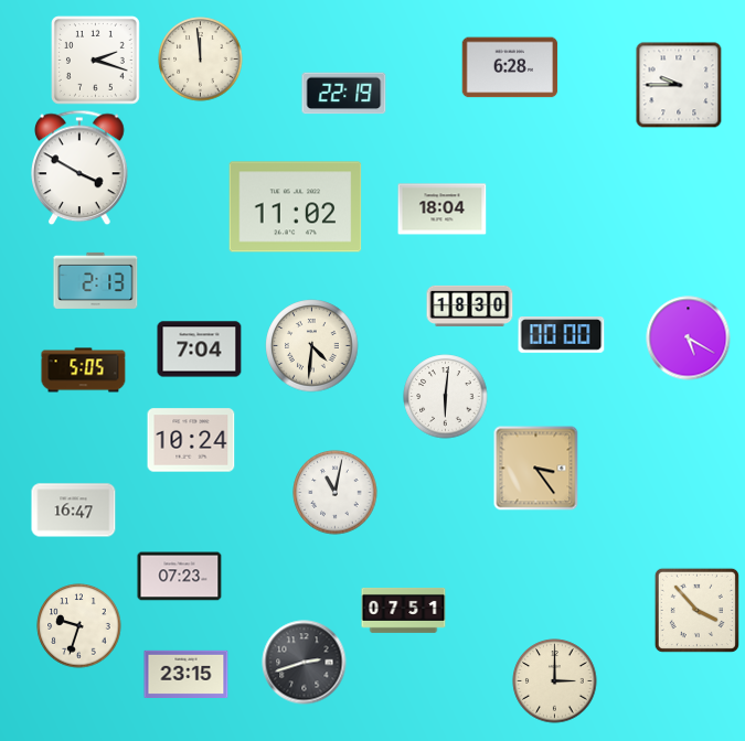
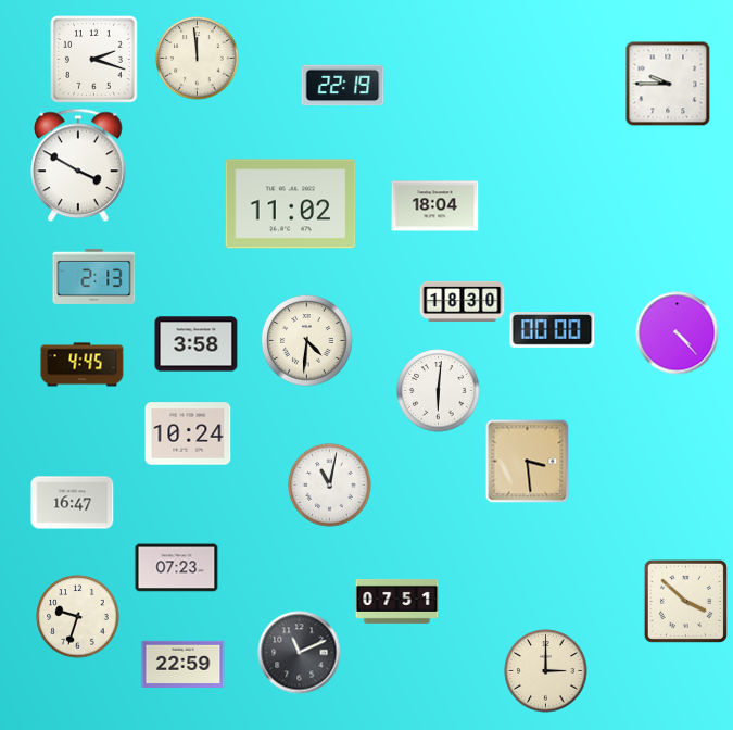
clock at (510, 67): 6:28 -> none
clock at (344, 94) position: (344, 94) -> (343, 86)
clock at (689, 339): 5:20 -> 4:23
clock at (200, 350): 7:04 -> 3:58
clock at (84, 370): 5:05 -> 4:45
clock at (536, 469): 3:24 -> 3:29
clock at (696, 610): 3:53 -> 3:52
clock at (305, 663): 2:42 -> 11:11
clock at (187, 674): 23:15 -> 22:59
